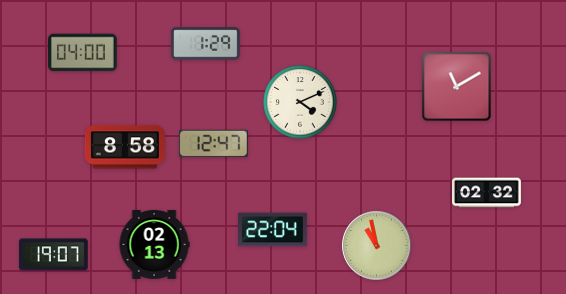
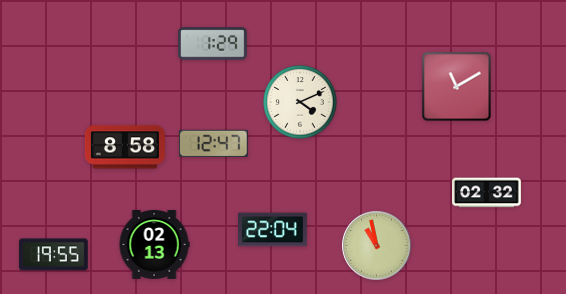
clock at (206, 44) position: (206, 44) -> (213, 44)
clock at (83, 53): 04:00 -> none
clock at (54, 255): 19:07 -> 19:55
